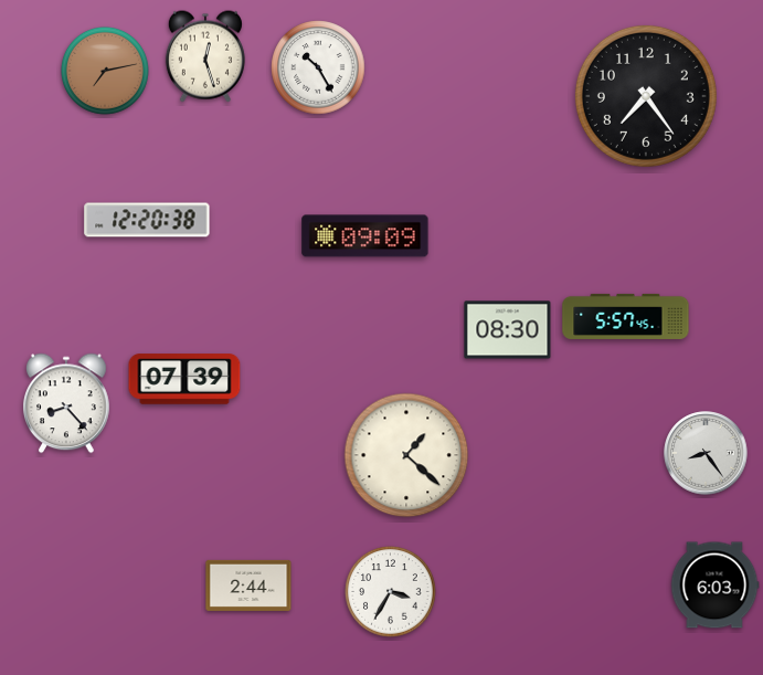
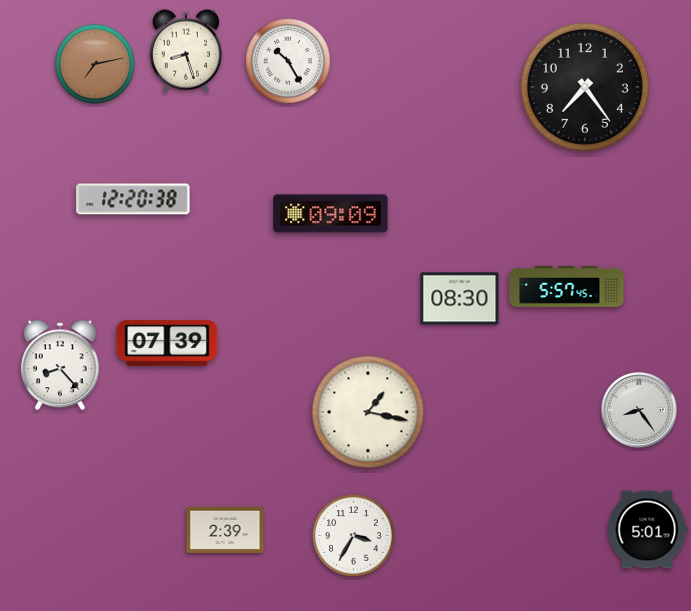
clock at (205, 56): 12:27 -> 8:27
clock at (406, 455): 1:22 -> 1:17
clock at (248, 586): 2:44 -> 2:39
clock at (714, 586): 6:03 -> 5:01
